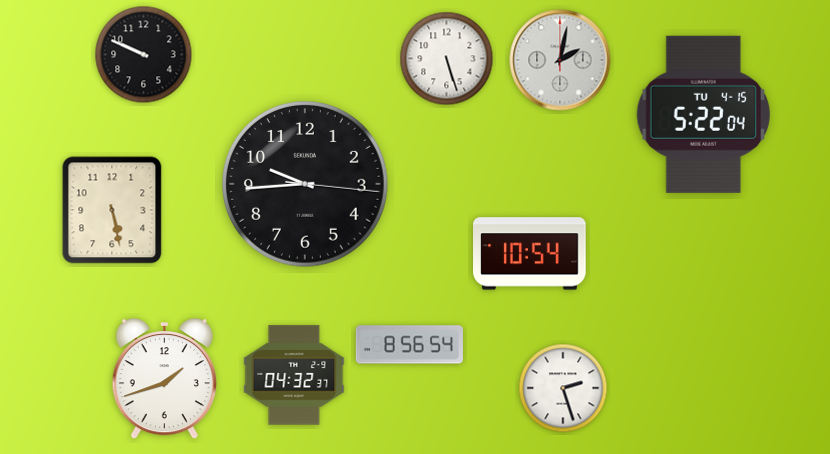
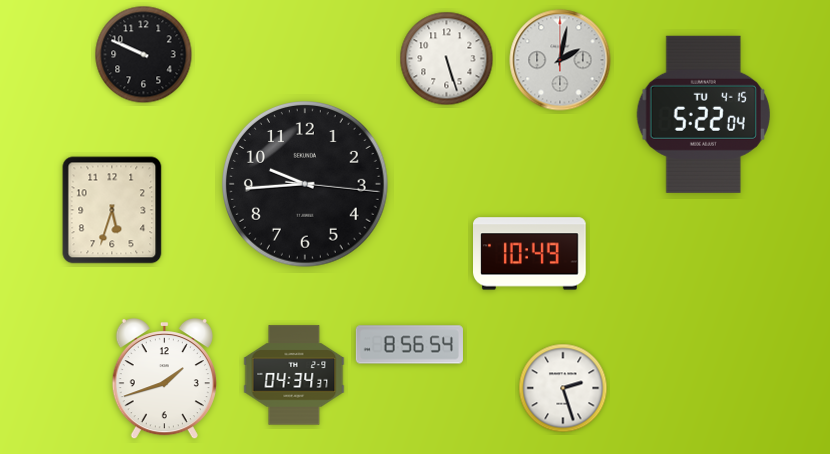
clock at (112, 210): 5:28 -> 5:33
clock at (530, 254): 10:54 -> 10:49
clock at (294, 375): 04:32 -> 04:34
